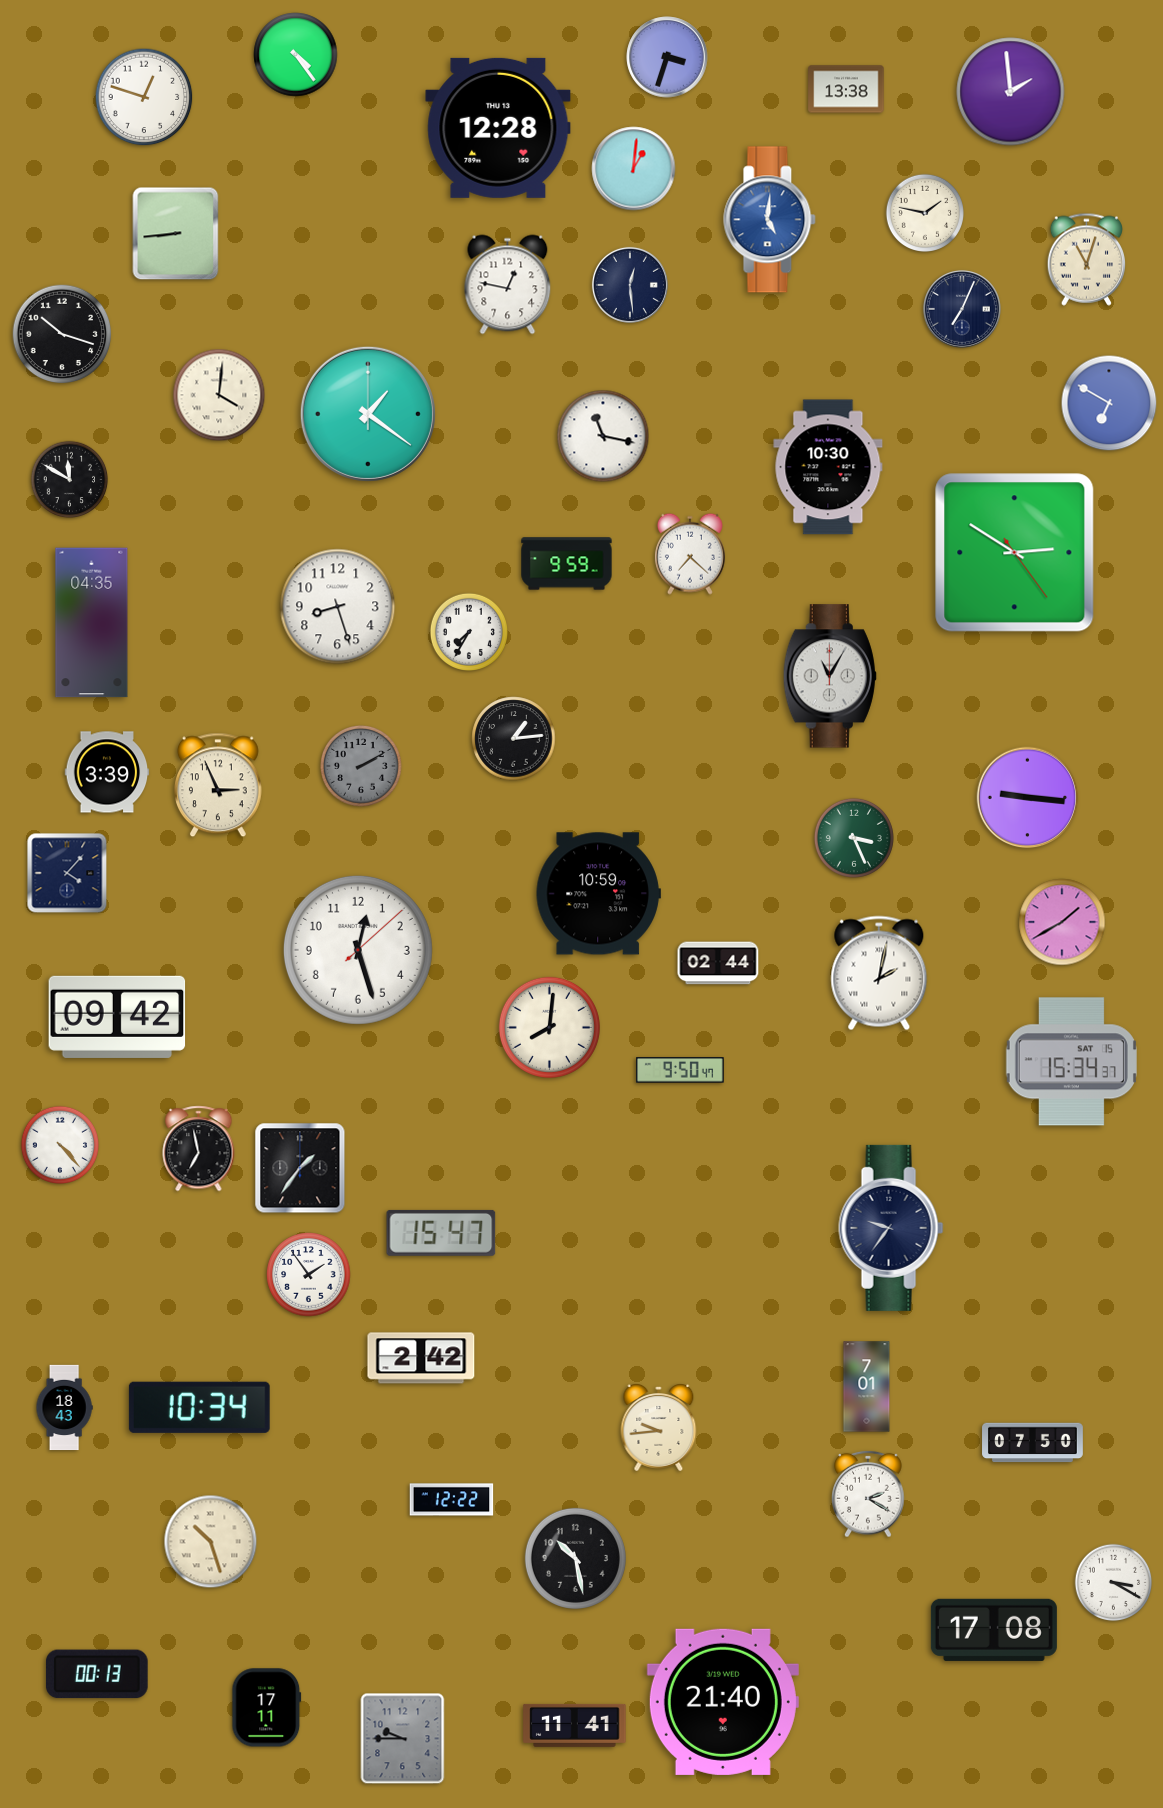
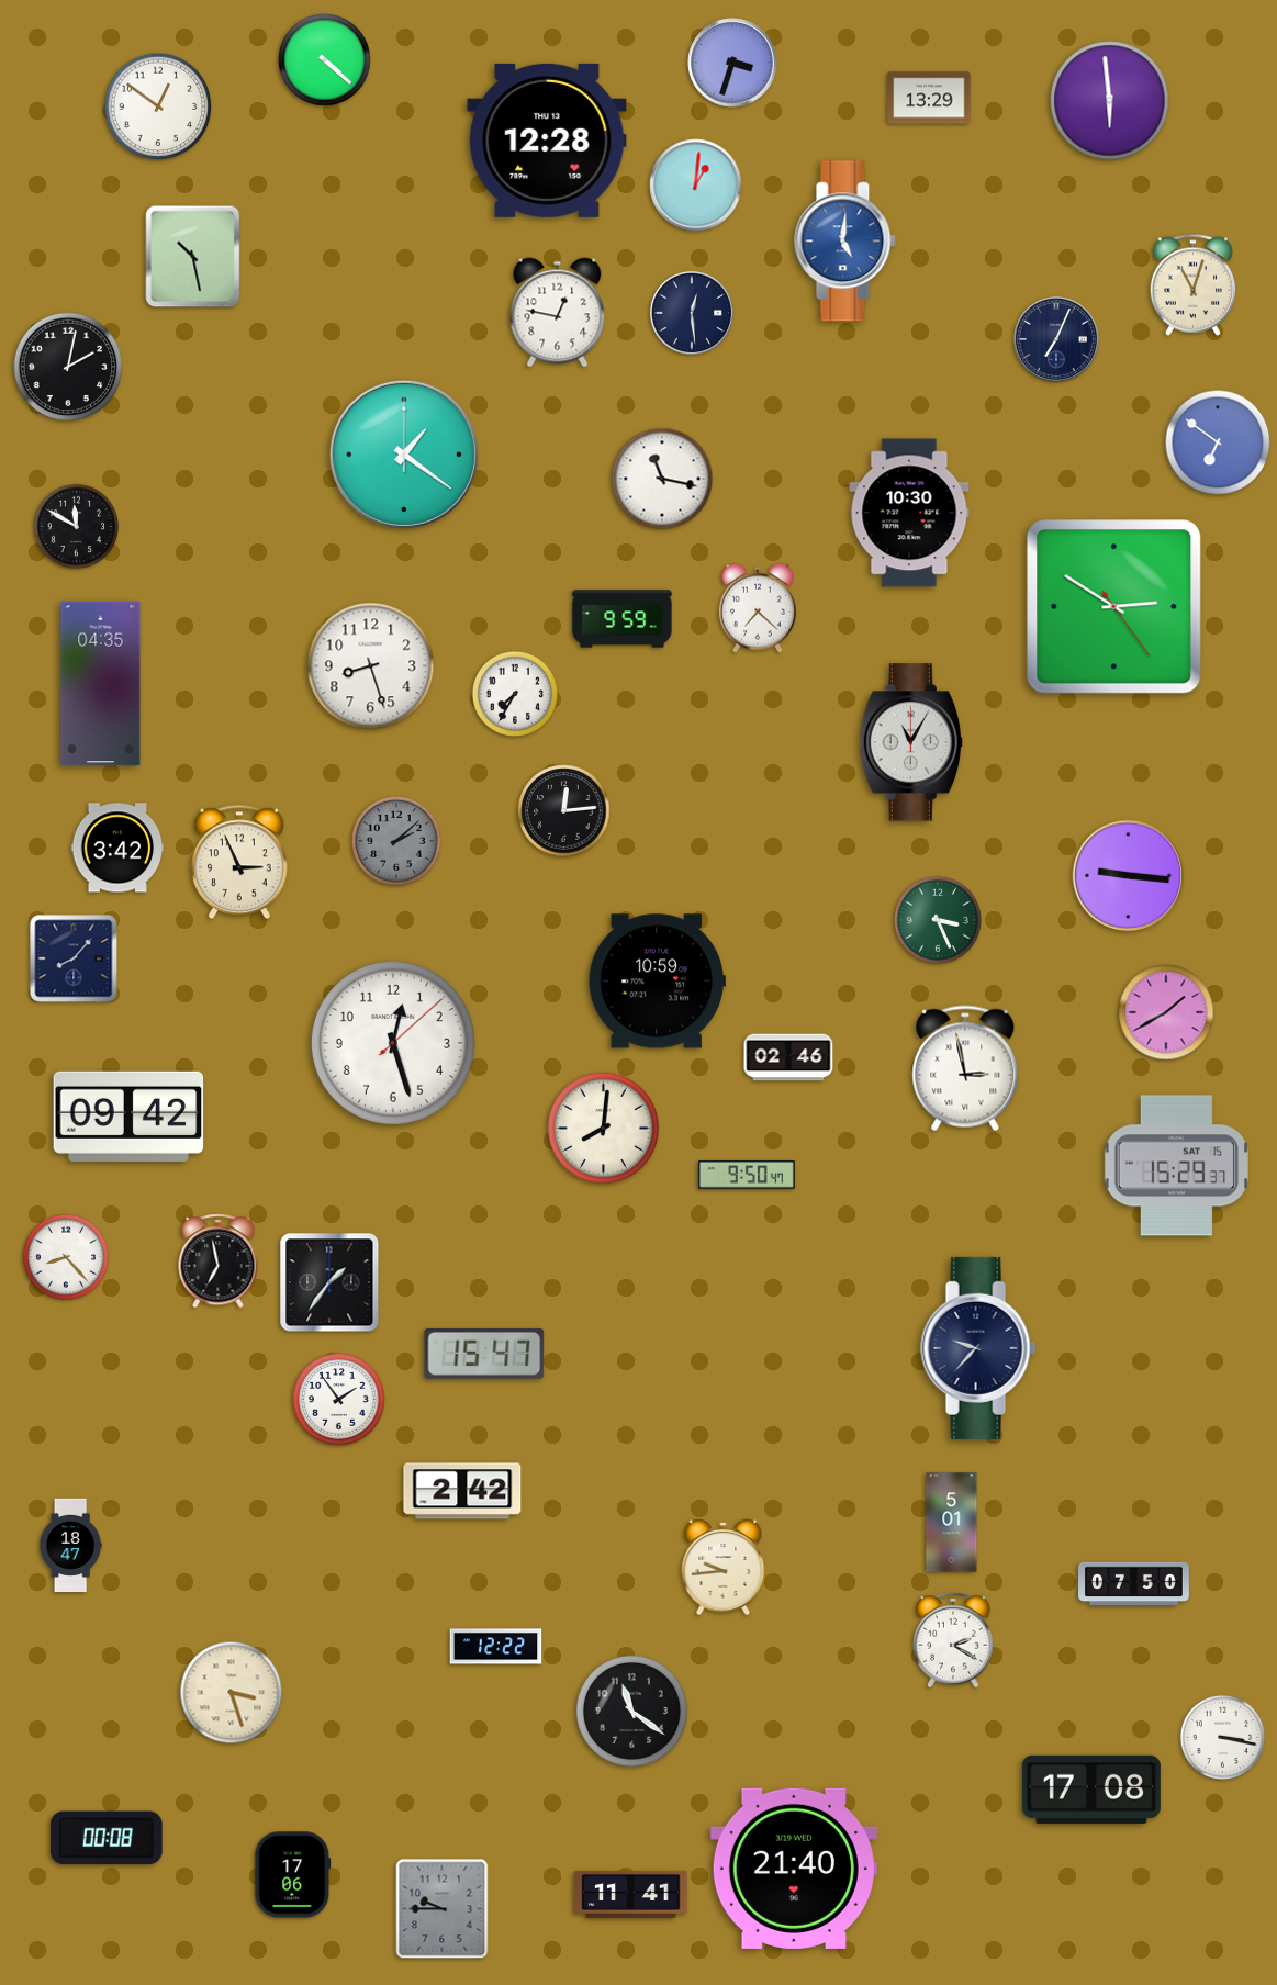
clock at (296, 55): 4:24 -> 4:22
clock at (846, 89): 13:38 -> 13:29
clock at (1011, 92): 1:59 -> 5:59
clock at (144, 97): 12:48 -> 12:51
clock at (924, 212): 1:47 -> none
clock at (176, 234): 8:44 -> 10:28
clock at (62, 334): 10:18 -> 2:02
clock at (219, 395): 4:01 -> none
clock at (1109, 403): 6:50 -> 6:51
clock at (514, 739): 1:14 -> 12:14
clock at (362, 767): 2:10 -> 2:08
clock at (107, 772): 3:39 -> 3:42
clock at (67, 873): 4:07 -> 8:07
clock at (718, 963): 02:44 -> 02:46
clock at (879, 973): 2:02 -> 2:58
clock at (1071, 1062): 15:34 -> 15:29
clock at (59, 1144): 4:23 -> 8:23
clock at (891, 1228): 9:36 -> 9:37
clock at (867, 1387): 7:01 -> 5:01
clock at (199, 1407): 10:34 -> none
clock at (64, 1408): 18:43 -> 18:47
clock at (211, 1542): 10:27 -> 3:27
clock at (575, 1558): 10:28 -> 11:21
clock at (1114, 1583): 3:20 -> 3:17
clock at (97, 1674): 00:13 -> 00:08
clock at (267, 1708): 17:11 -> 17:06
